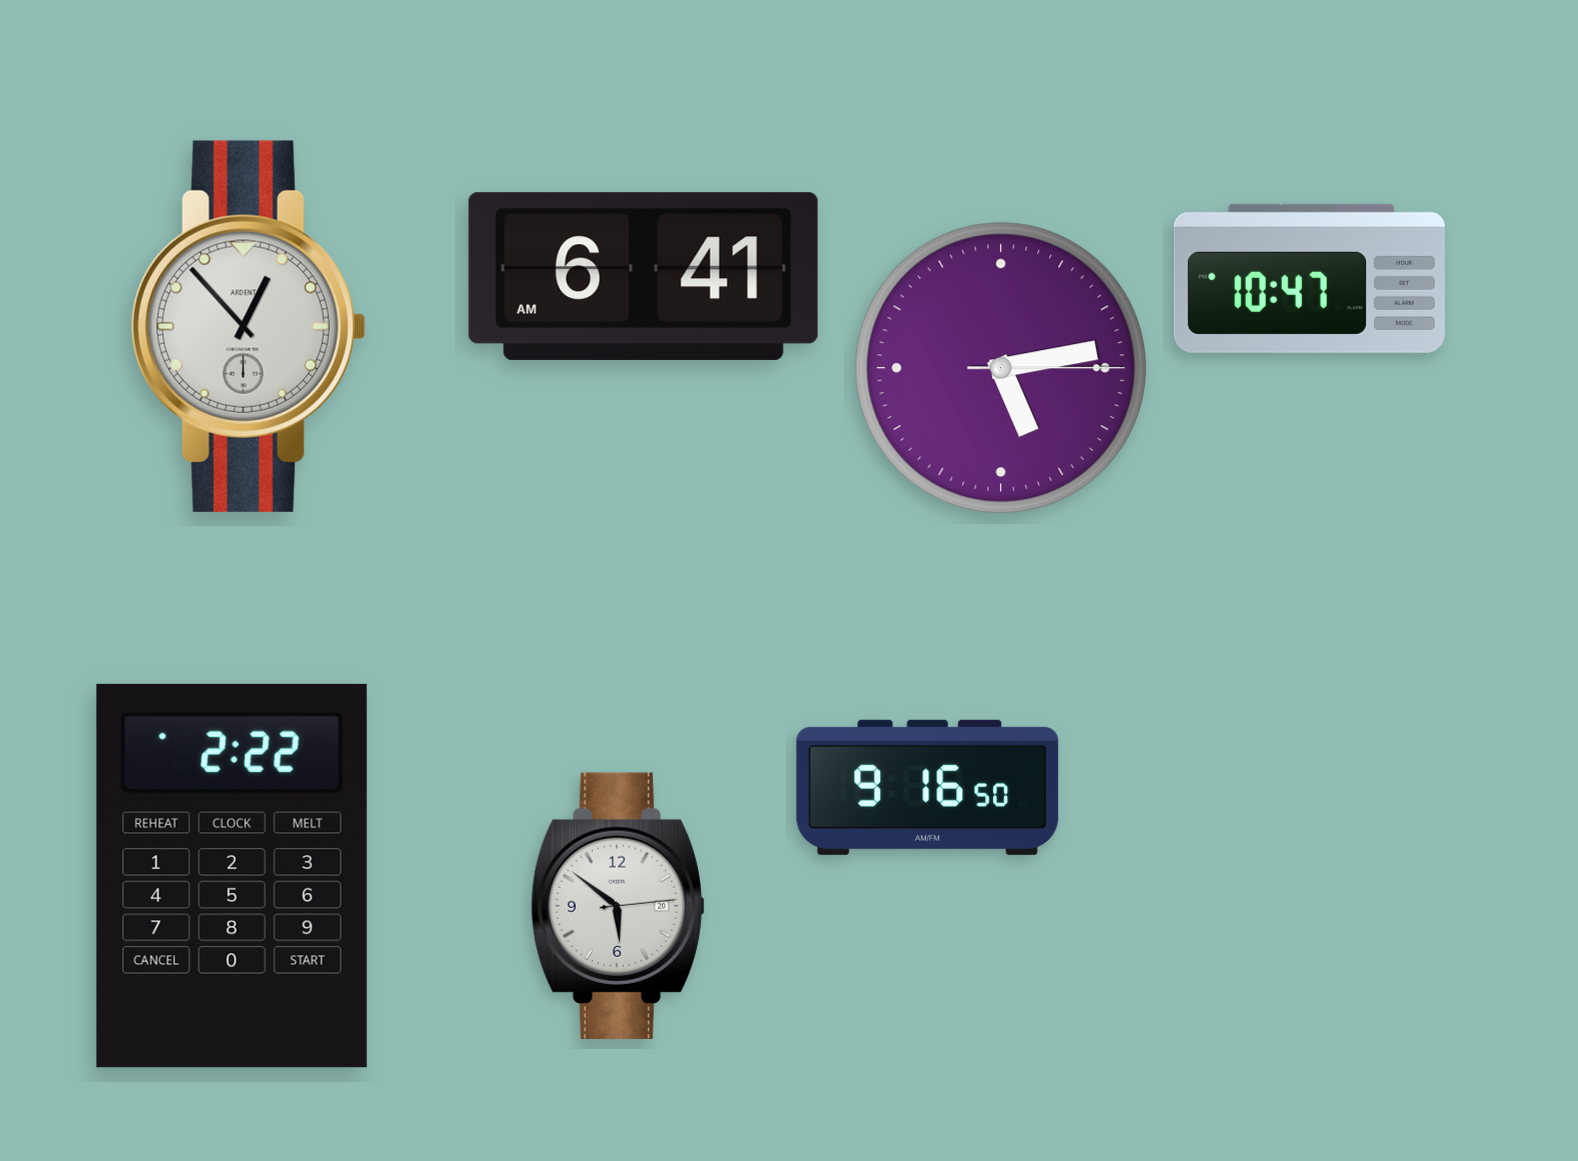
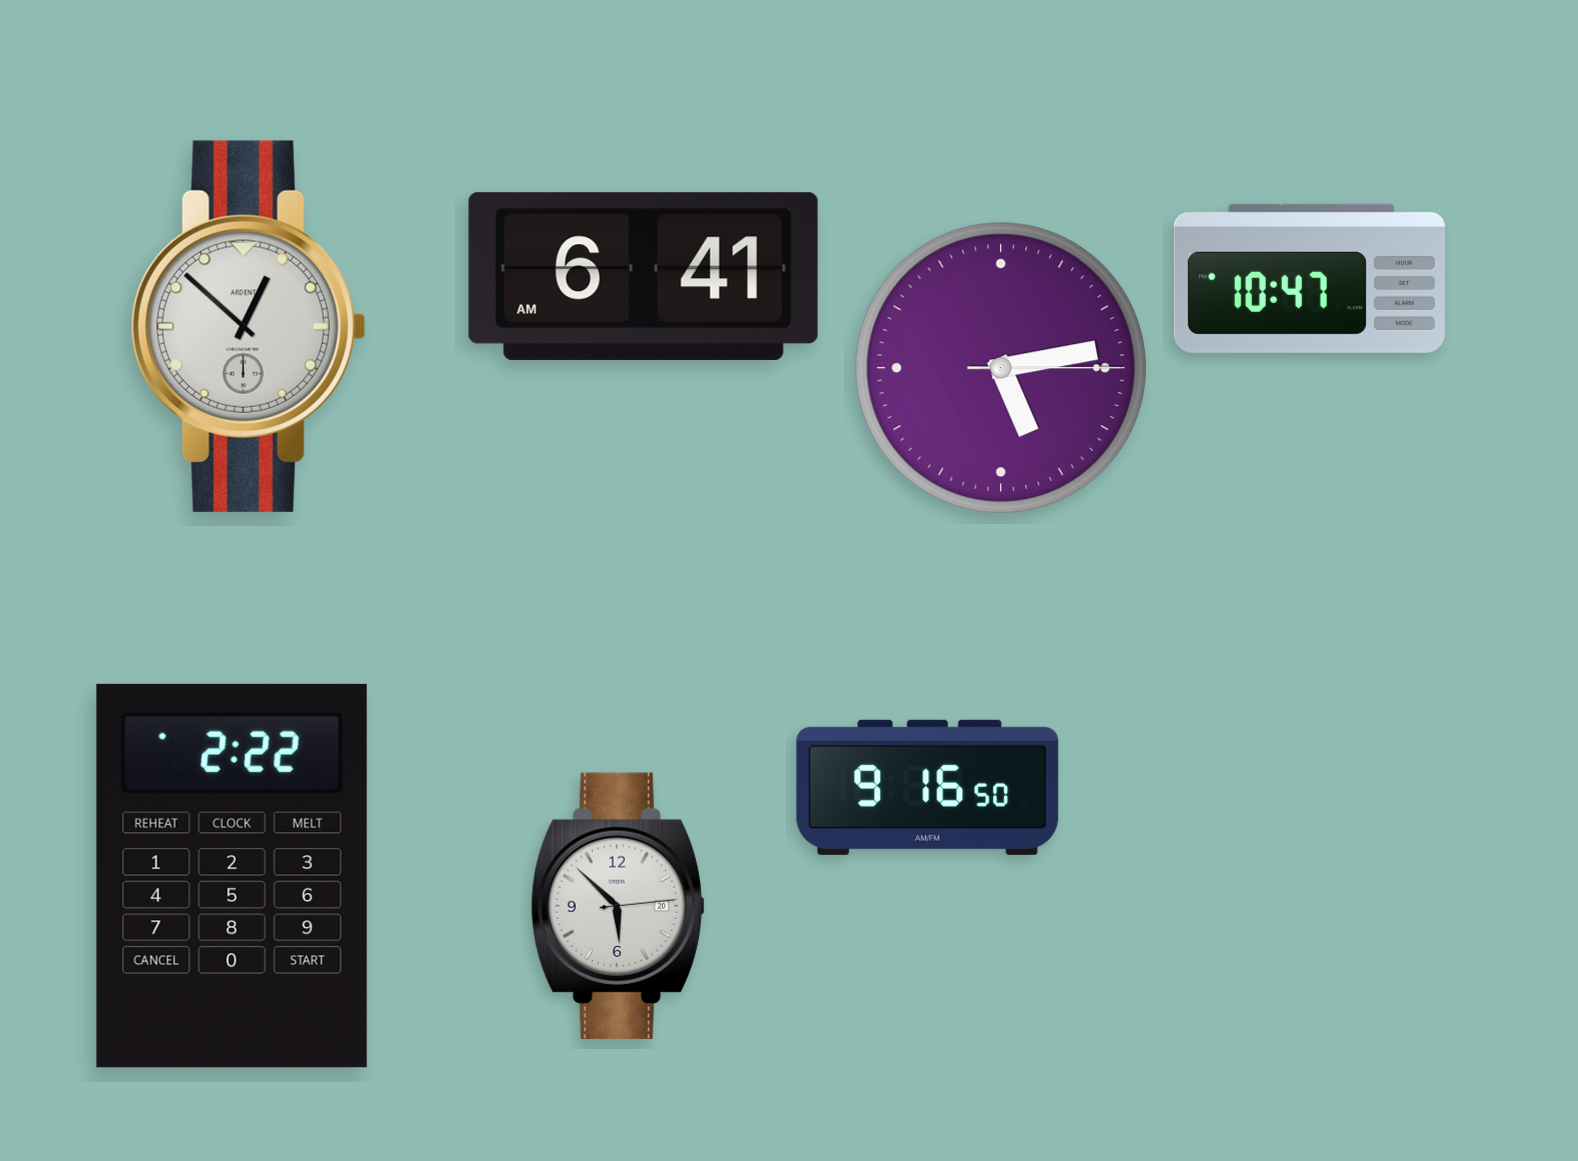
clock at (248, 326): 12:53 -> 12:52
clock at (618, 906): 5:51 -> 5:52
